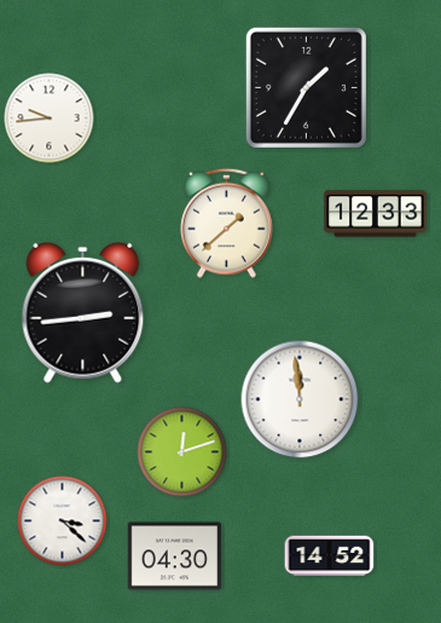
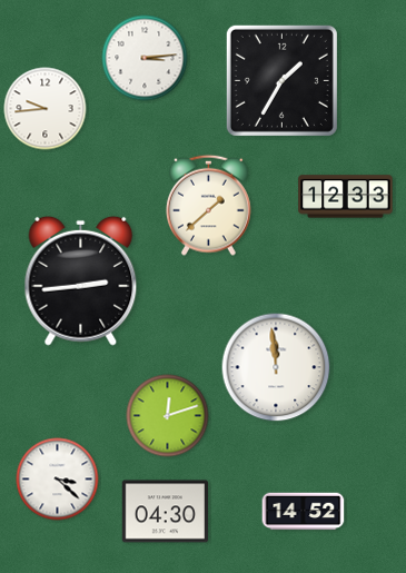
clock at (145, 58): none -> 3:14
clock at (83, 312) position: (83, 312) -> (81, 280)
clock at (174, 556) position: (174, 556) -> (165, 512)
